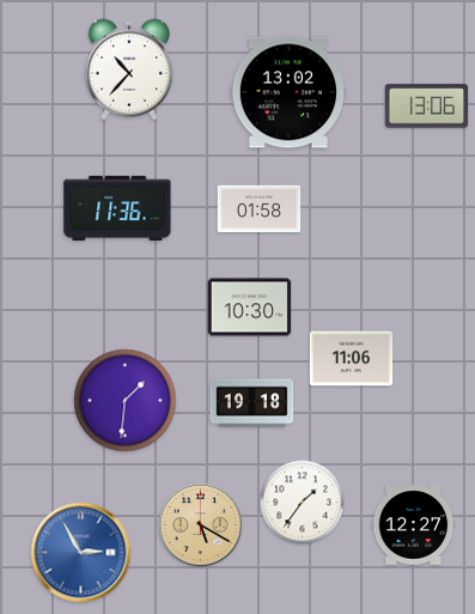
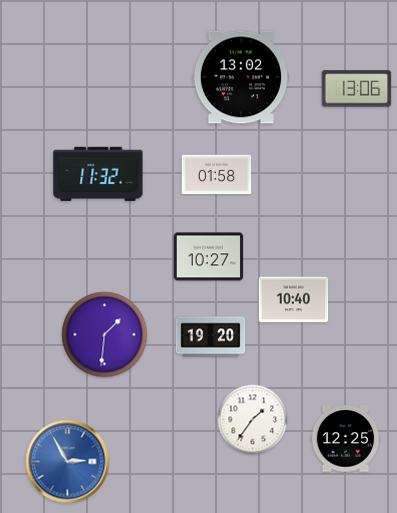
clock at (129, 69): 10:37 -> none
clock at (117, 208): 11:36 -> 11:32
clock at (250, 308): 10:30 -> 10:27
clock at (352, 359): 11:06 -> 10:40
clock at (252, 403): 19:18 -> 19:20
clock at (201, 525): 5:20 -> none
clock at (414, 525): 12:27 -> 12:25
